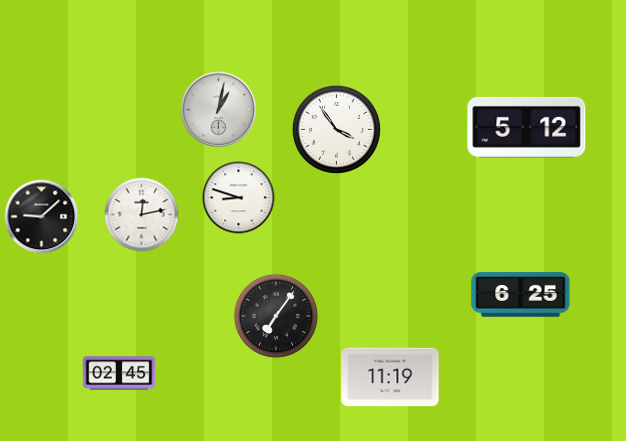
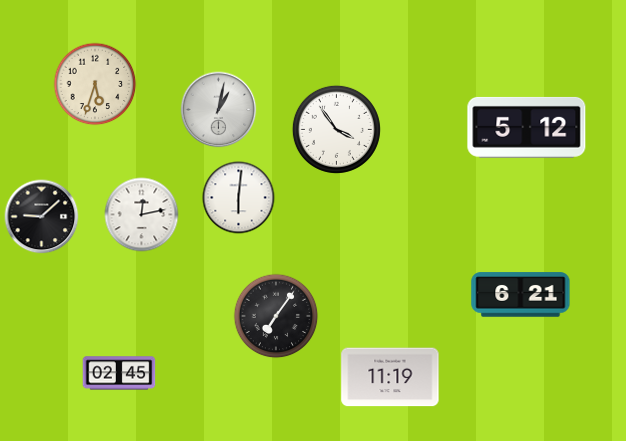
clock at (95, 84): none -> 5:33
clock at (239, 198): 8:48 -> 6:01
clock at (521, 295): 6:25 -> 6:21
